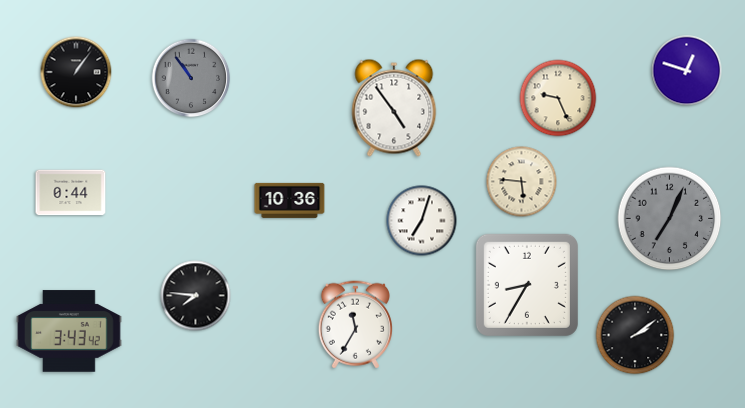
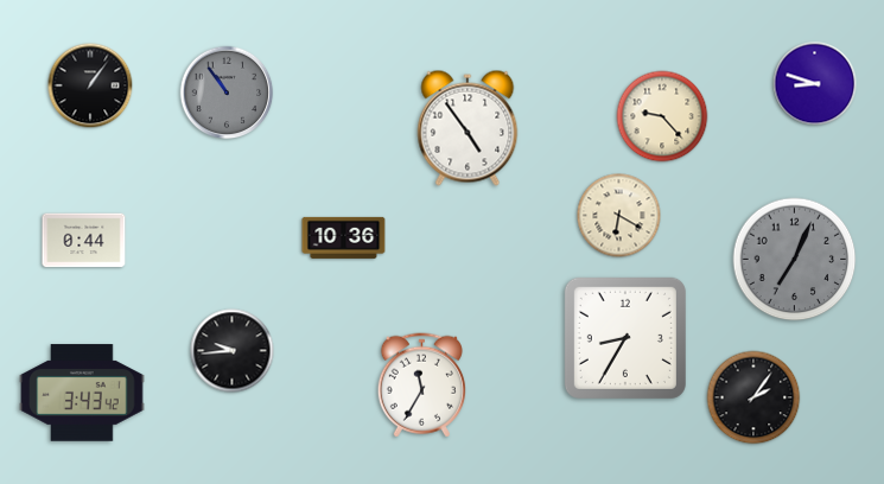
clock at (687, 71): 12:48 -> 8:48
clock at (558, 98): 9:26 -> 9:23
clock at (522, 182): 5:46 -> 6:20
clock at (71, 193) position: (71, 193) -> (84, 241)
clock at (422, 221): 7:03 -> none
clock at (196, 296): 7:46 -> 9:44
clock at (635, 335): 2:09 -> 2:06
